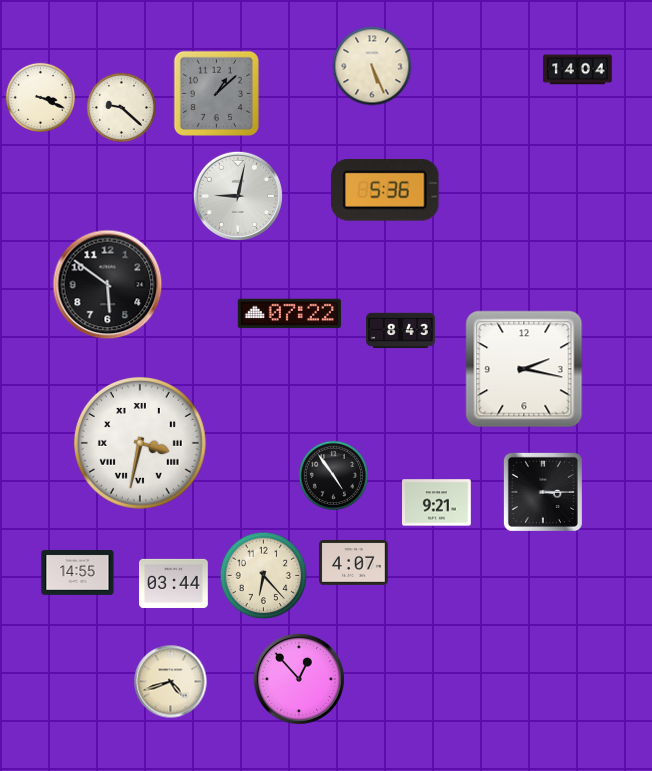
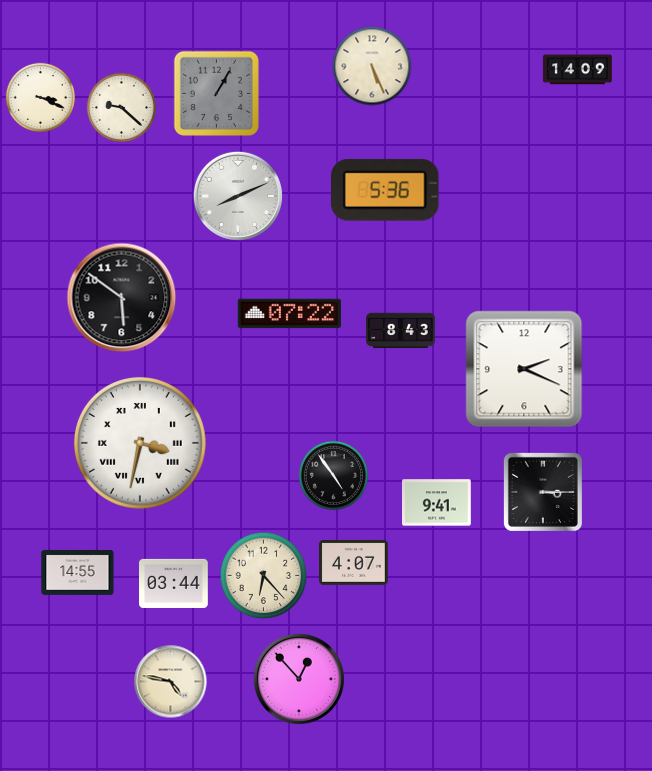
clock at (578, 70): 14:04 -> 14:09
clock at (216, 93): 1:08 -> 1:05
clock at (238, 196): 9:02 -> 8:11
clock at (108, 285) position: (108, 285) -> (122, 298)
clock at (524, 369): 2:17 -> 2:19
clock at (437, 503): 9:21 -> 9:41
clock at (171, 682): 4:42 -> 4:47
